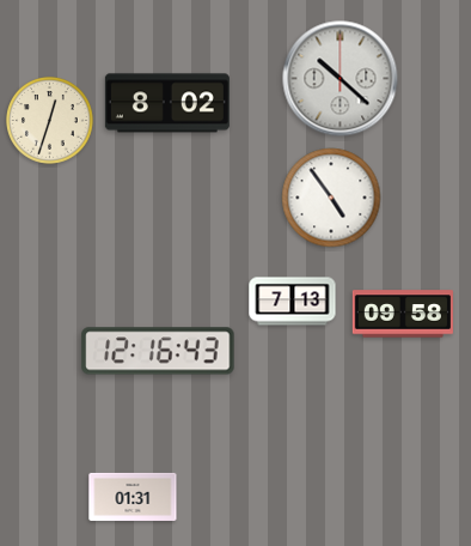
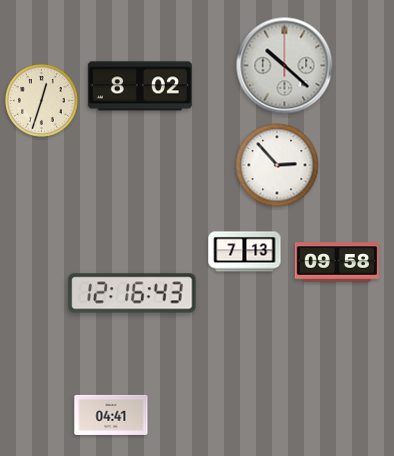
clock at (331, 198): 4:54 -> 2:53
clock at (133, 497): 01:31 -> 04:41
